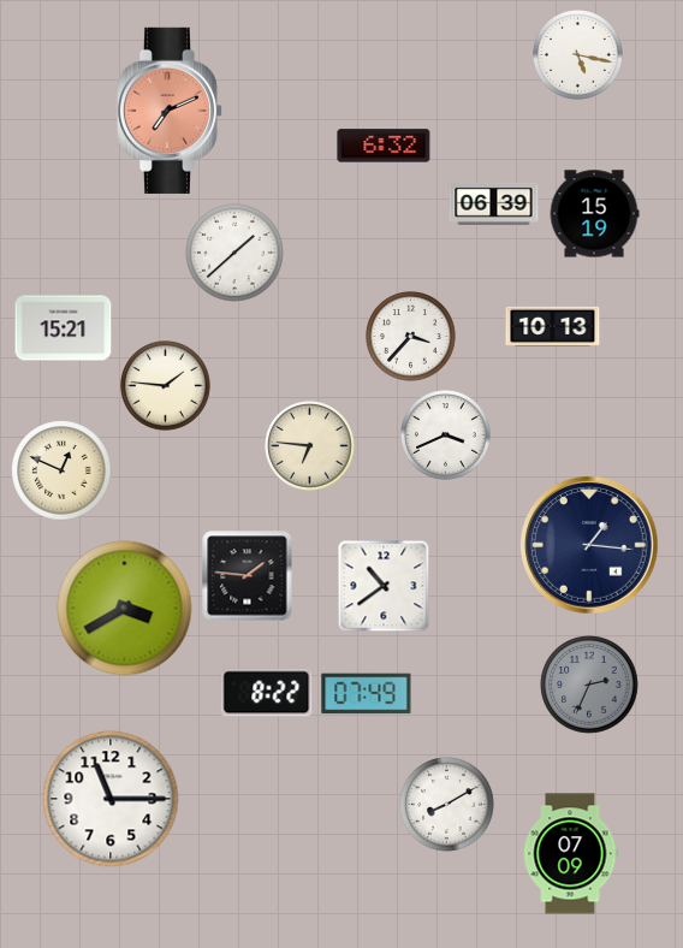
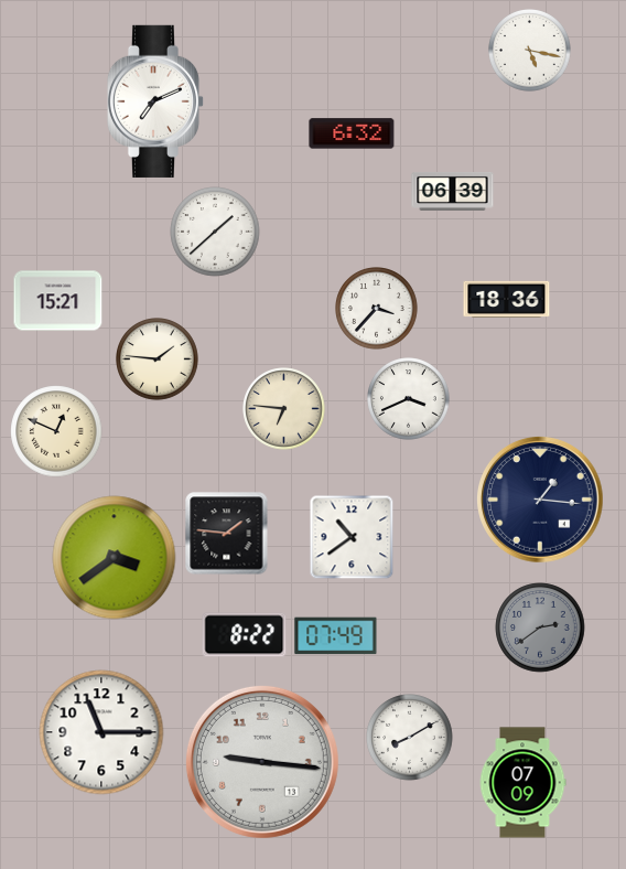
clock at (170, 111) dial: salmon -> white
clock at (494, 203) position: (494, 203) -> (453, 191)
clock at (594, 214): 15:19 -> none
clock at (553, 326): 10:13 -> 18:36
clock at (166, 386) position: (166, 386) -> (158, 360)
clock at (248, 576) position: (248, 576) -> (227, 534)
clock at (125, 609): 3:40 -> 3:39
clock at (589, 685): 2:34 -> 2:39
clock at (262, 762): none -> 9:16
